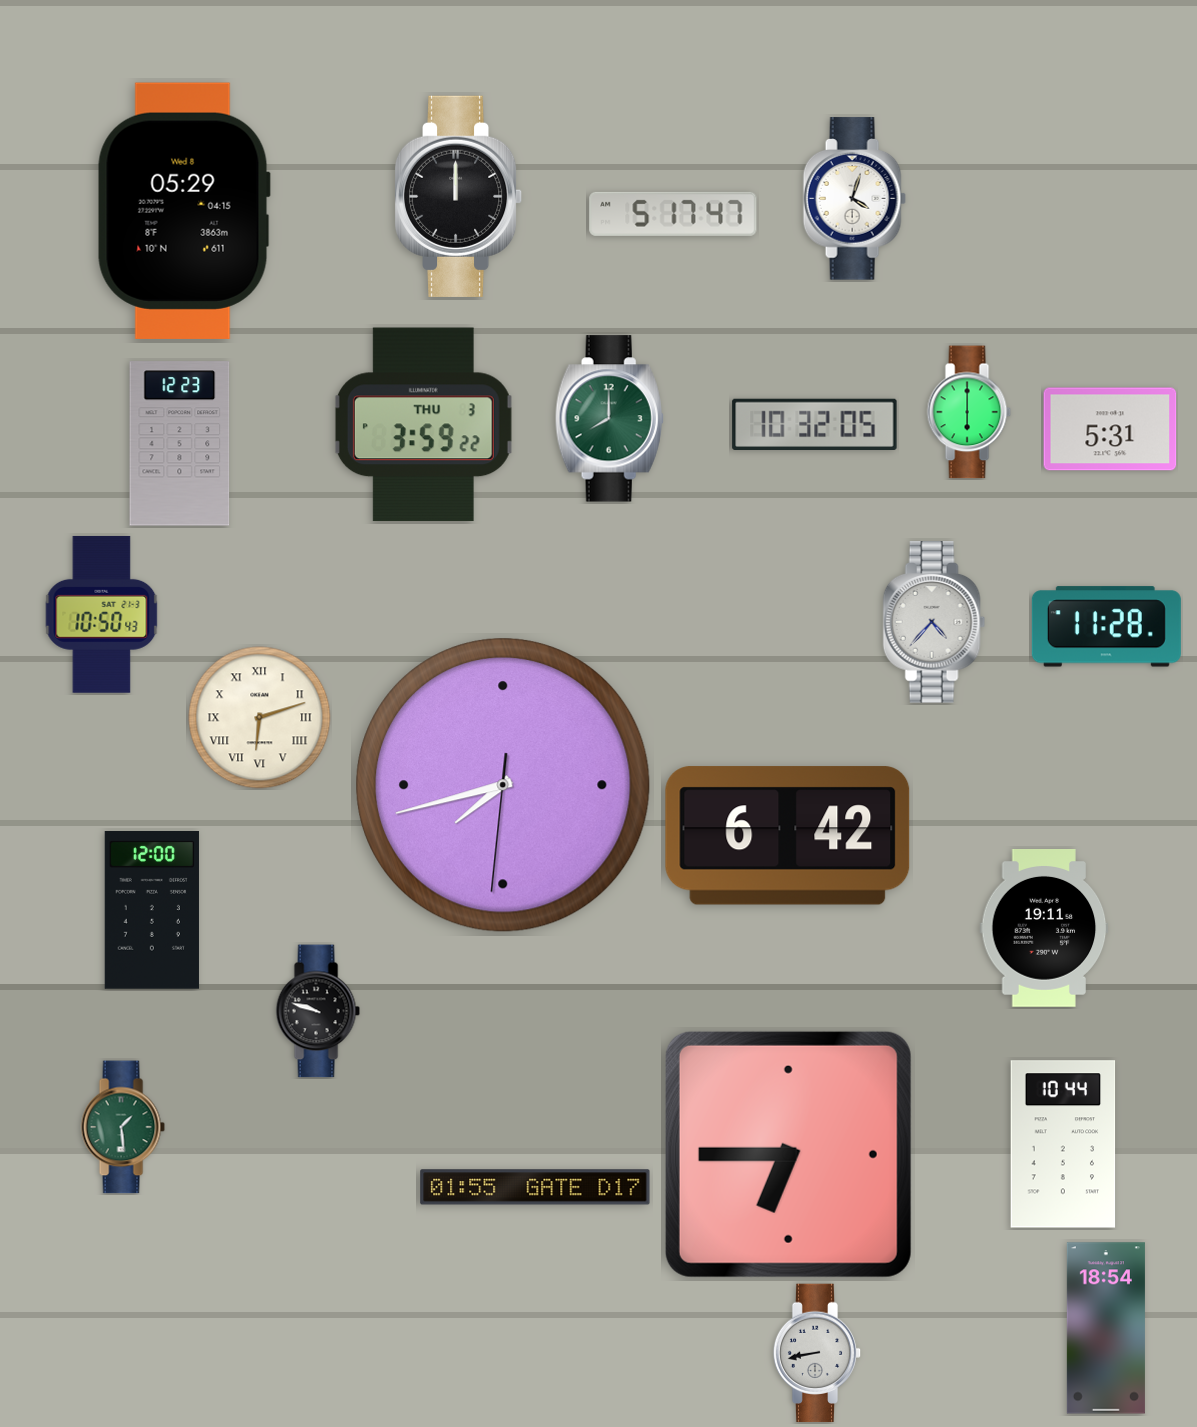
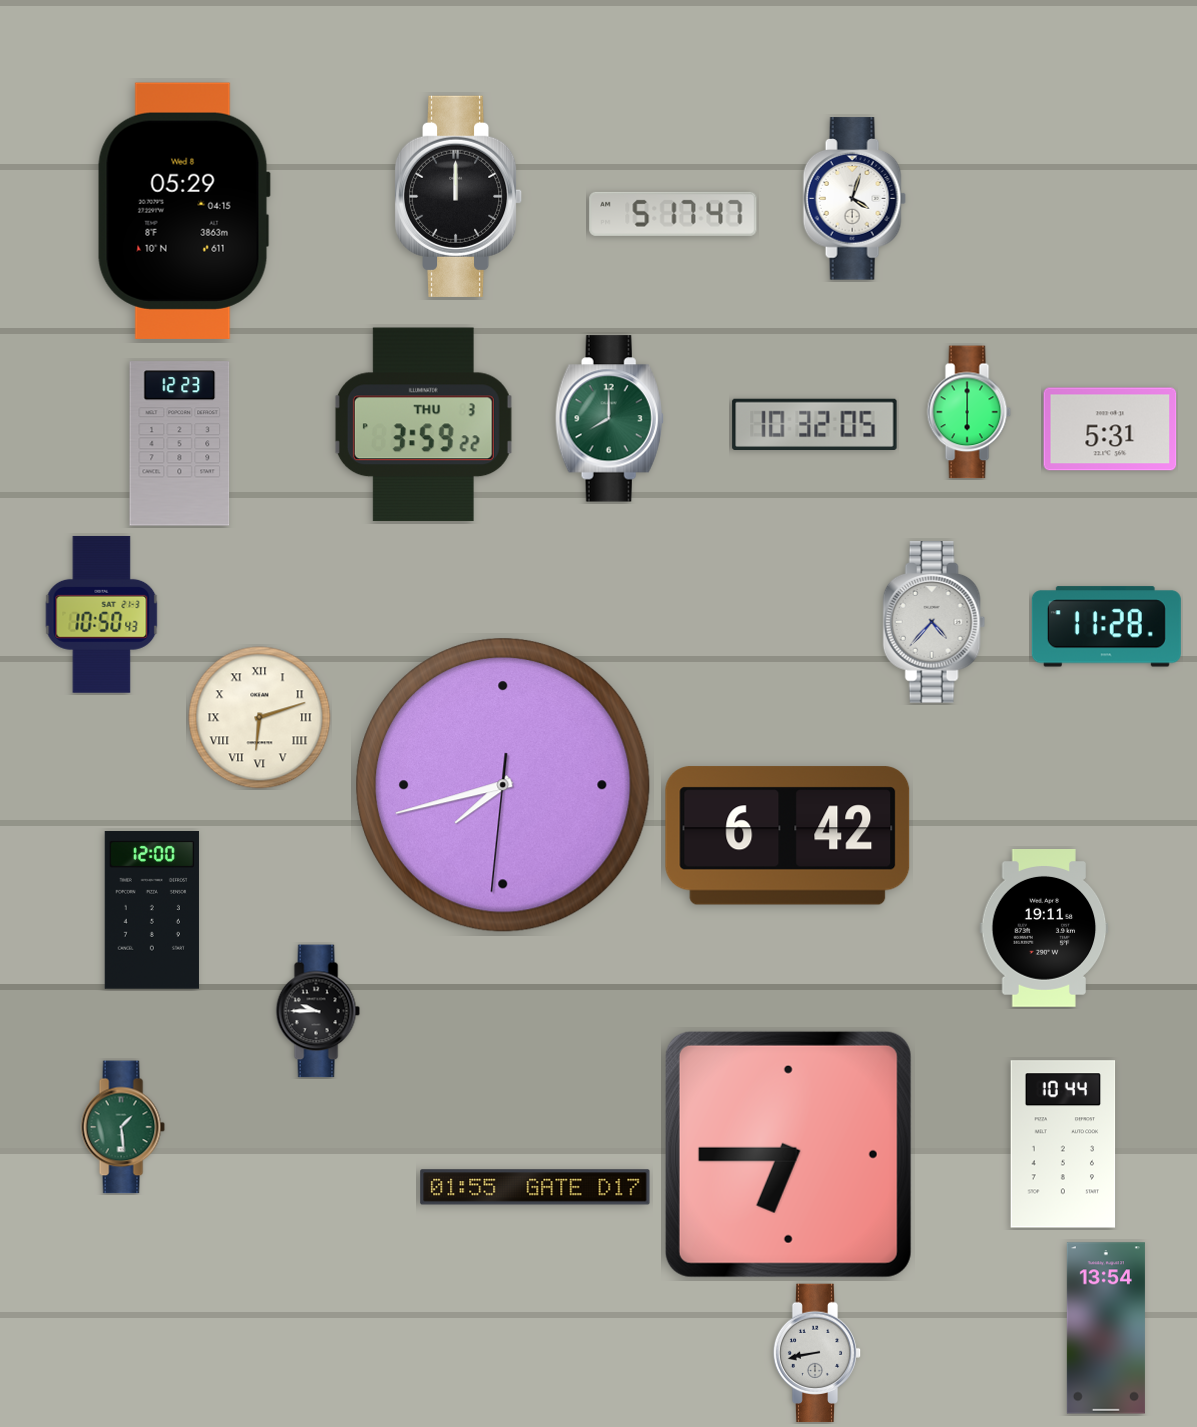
clock at (318, 1011): 9:48 -> 9:45
clock at (1106, 1328): 18:54 -> 13:54
